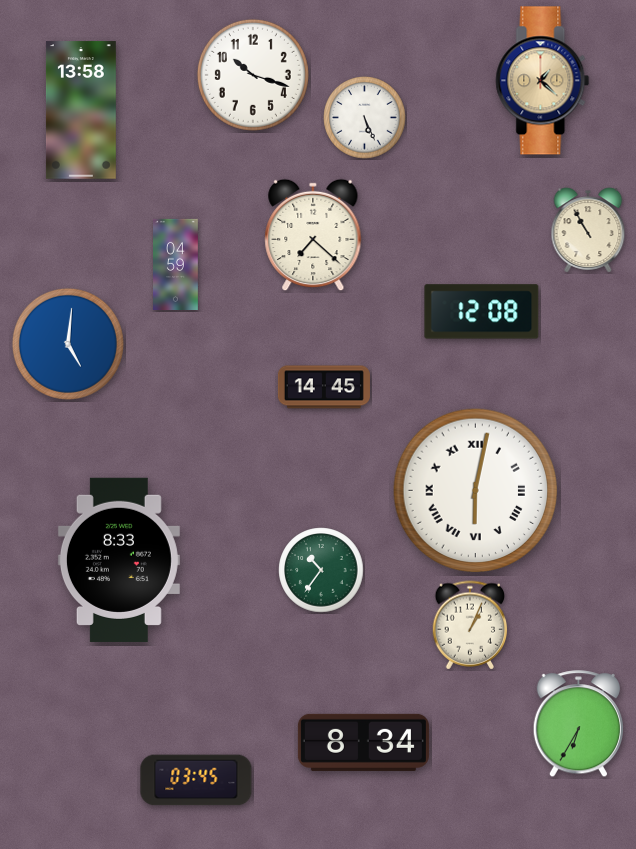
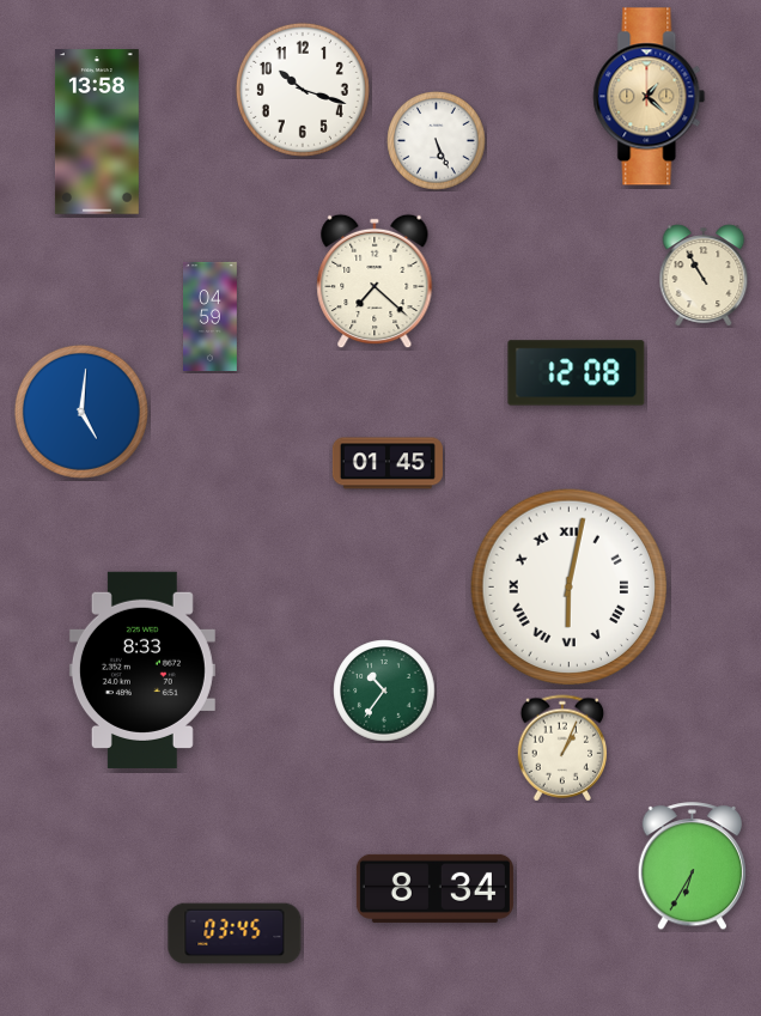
clock at (324, 387): 14:45 -> 01:45
clock at (321, 570) position: (321, 570) -> (384, 690)
